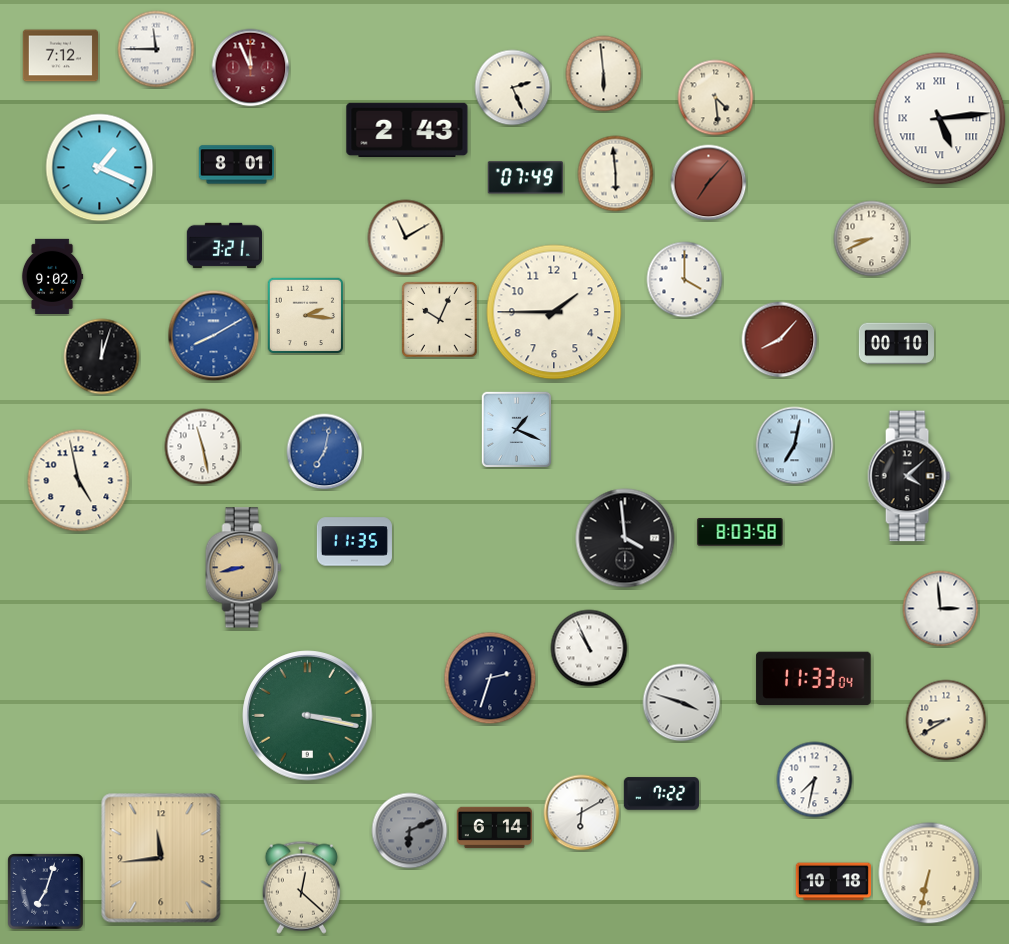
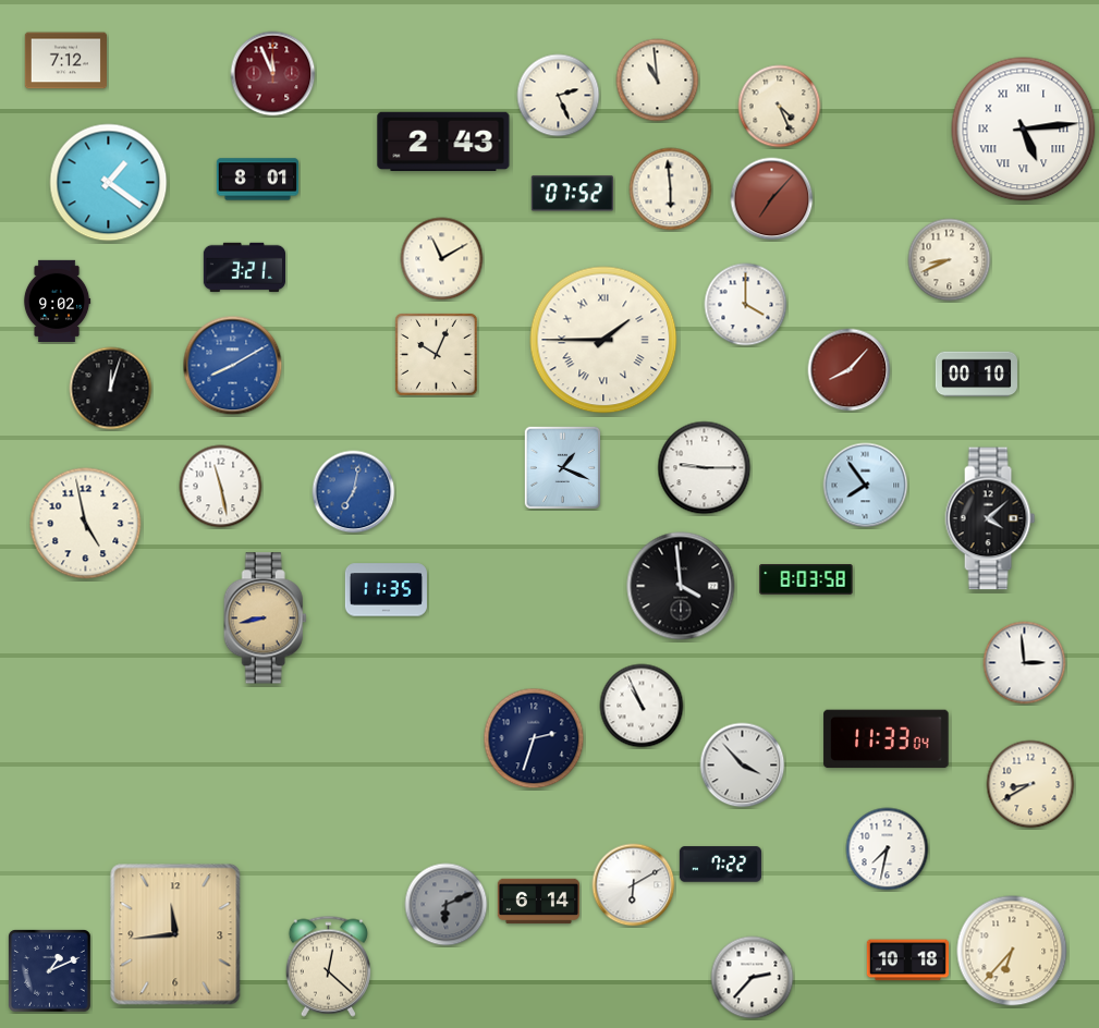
clock at (156, 49): 11:45 -> none
clock at (604, 74): 5:59 -> 10:59
clock at (716, 98): 4:29 -> 4:26
clock at (100, 168): 1:19 -> 1:21
clock at (525, 178): 07:49 -> 07:52
clock at (554, 312) numerals: Arabic -> Roman
clock at (305, 315): 2:16 -> none
clock at (440, 320) position: (440, 320) -> (437, 355)
clock at (705, 468): none -> 9:15
clock at (795, 446): 7:02 -> 7:54
clock at (682, 703): 3:48 -> 3:53
clock at (308, 716): 3:17 -> none
clock at (929, 873): 6:32 -> 6:37
clock at (46, 892): 7:03 -> 1:11
clock at (753, 978): none -> 2:37
